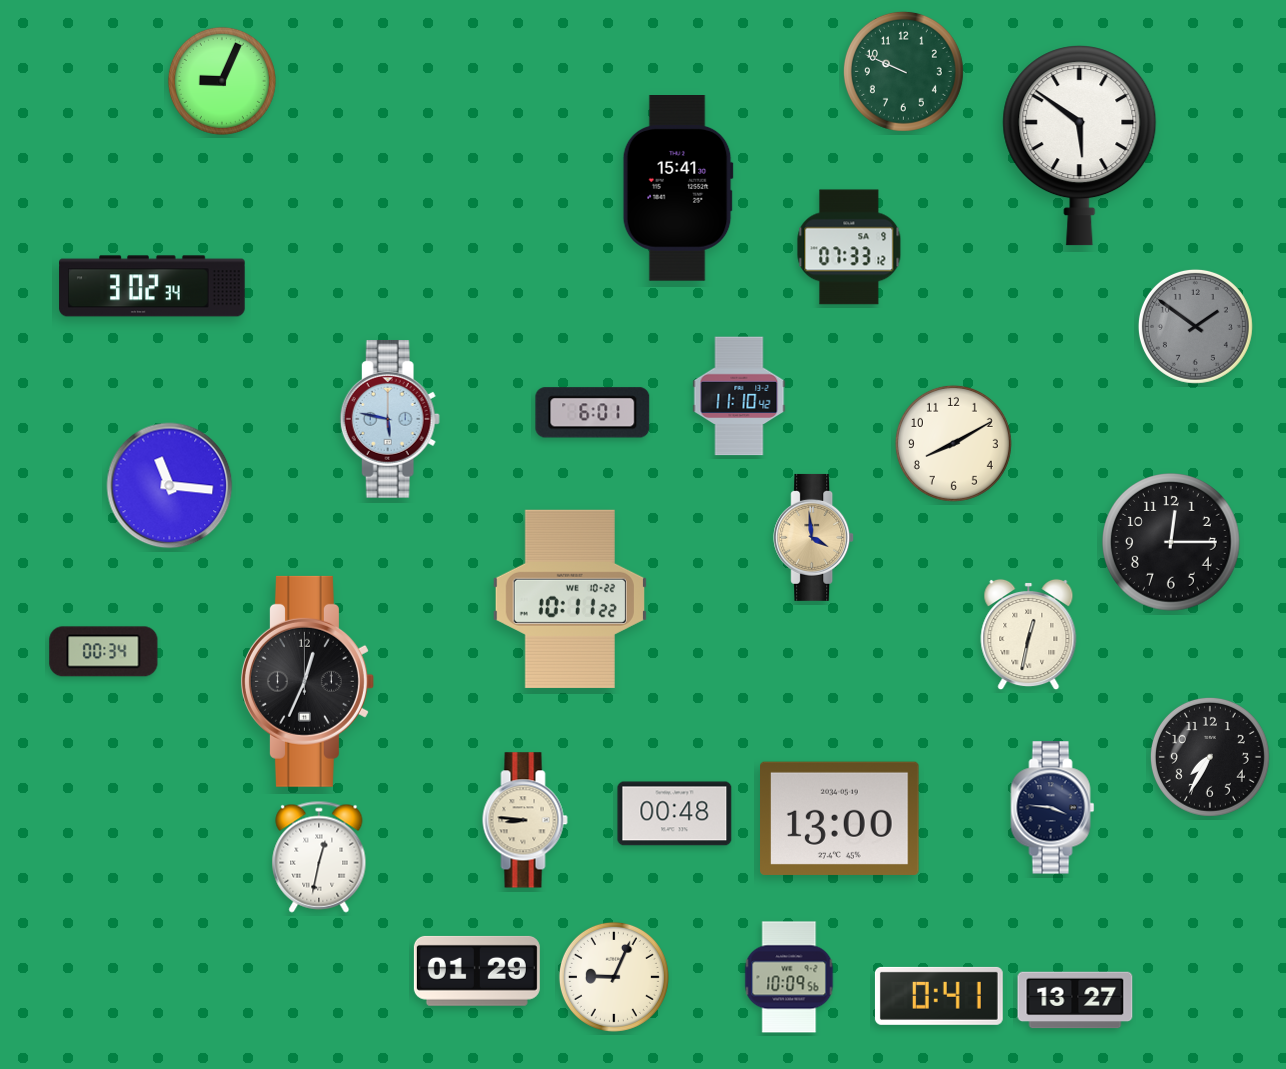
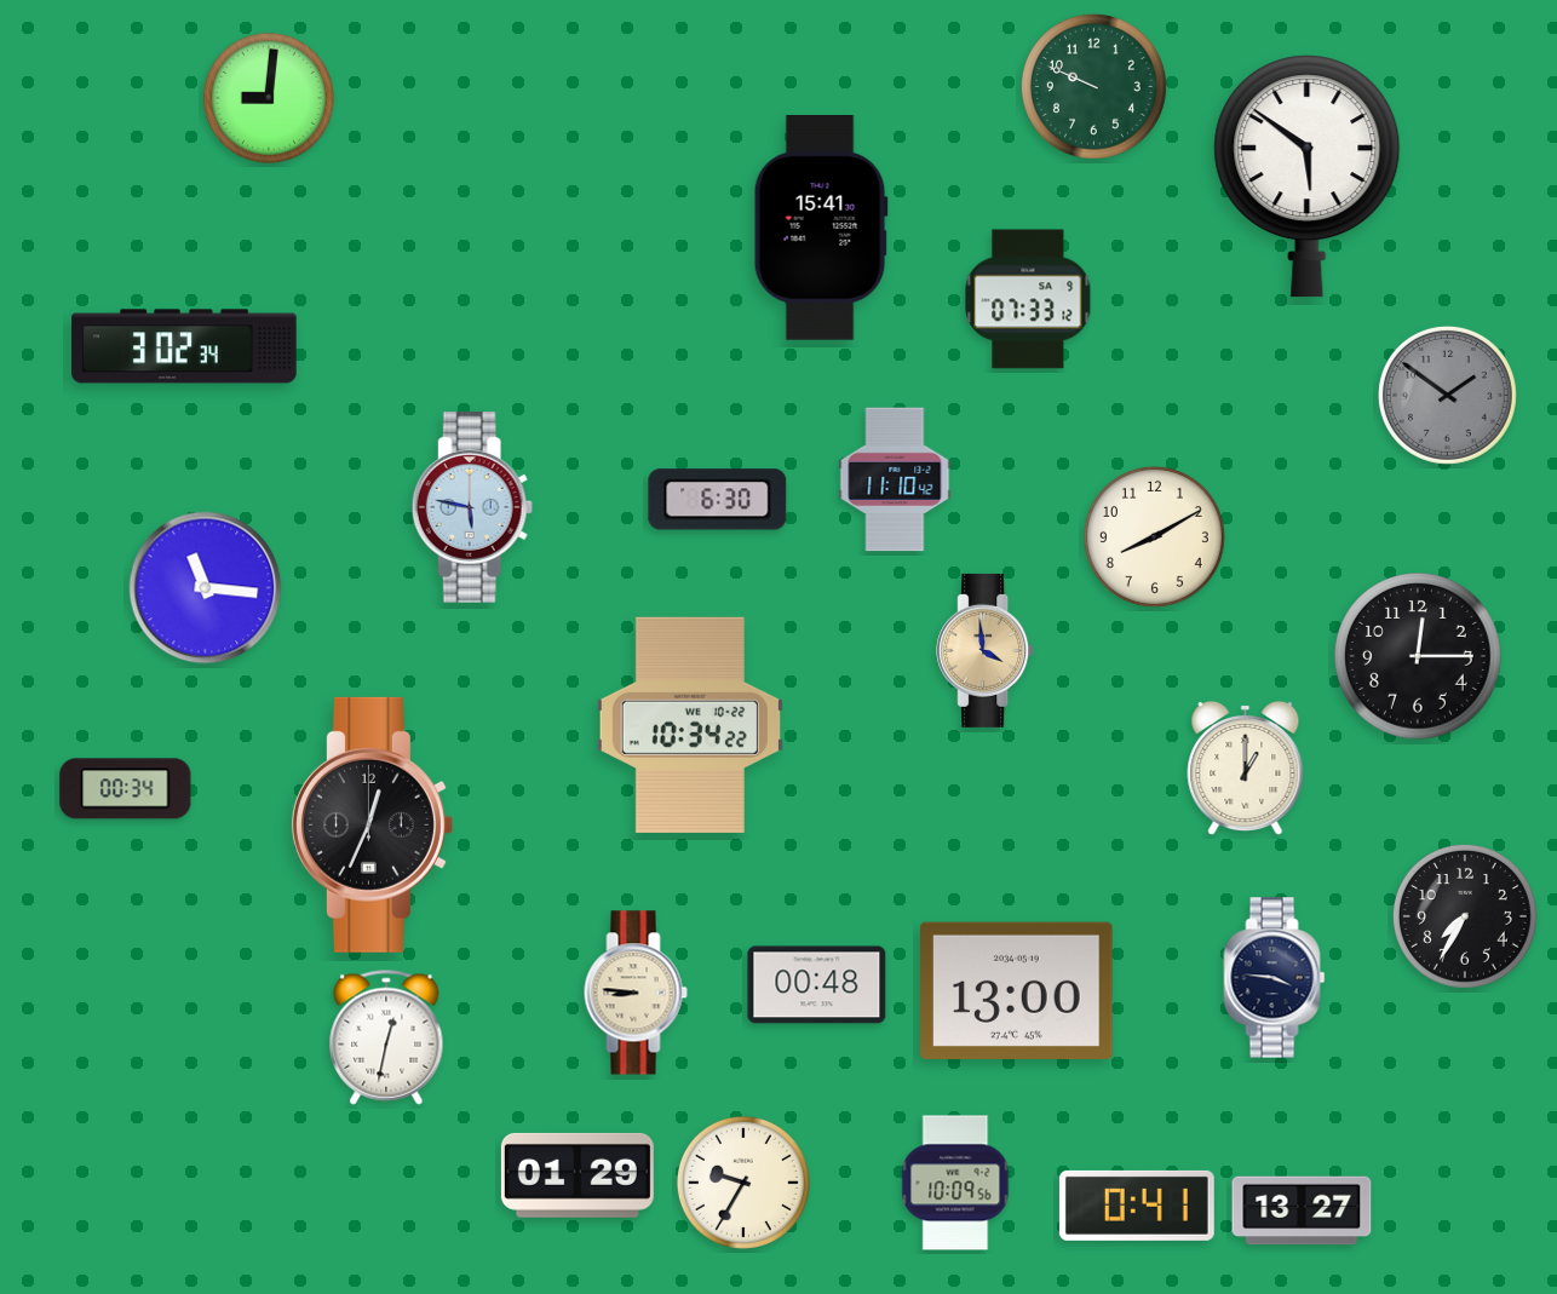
clock at (222, 81): 9:04 -> 9:01
clock at (593, 413): 6:01 -> 6:30
clock at (570, 599): 10:11 -> 10:34
clock at (1029, 635): 12:32 -> 1:00
clock at (614, 977): 9:04 -> 9:35
